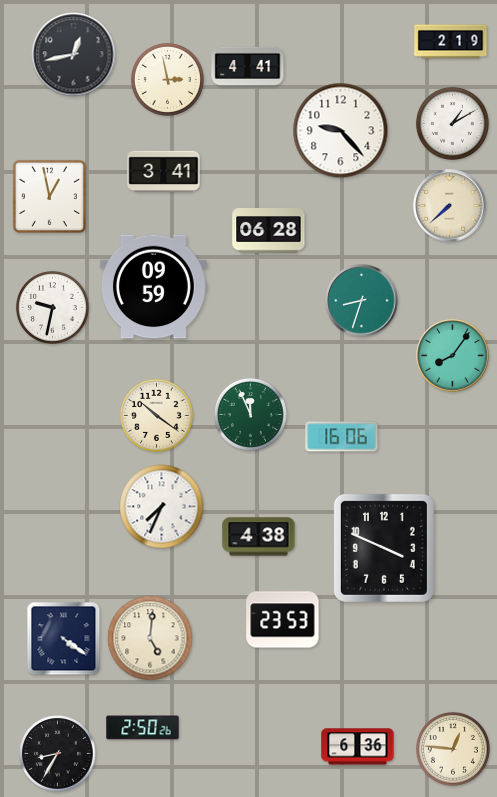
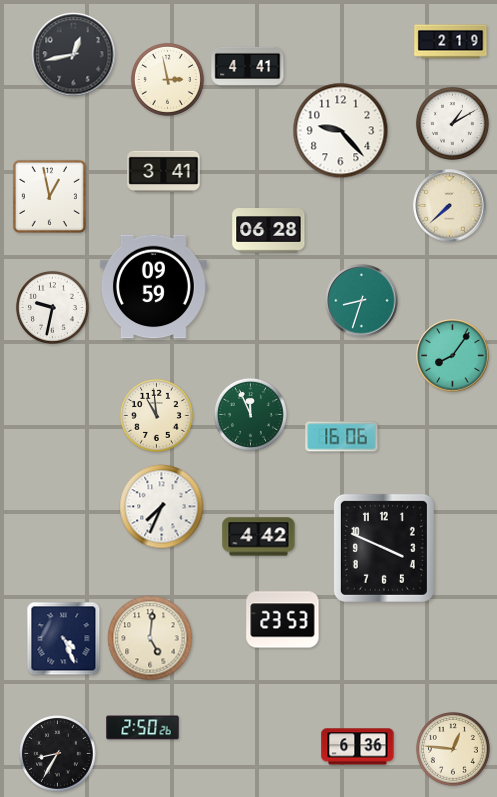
clock at (156, 415): 10:21 -> 10:59
clock at (259, 537): 4:38 -> 4:42
clock at (64, 639): 4:21 -> 4:26
